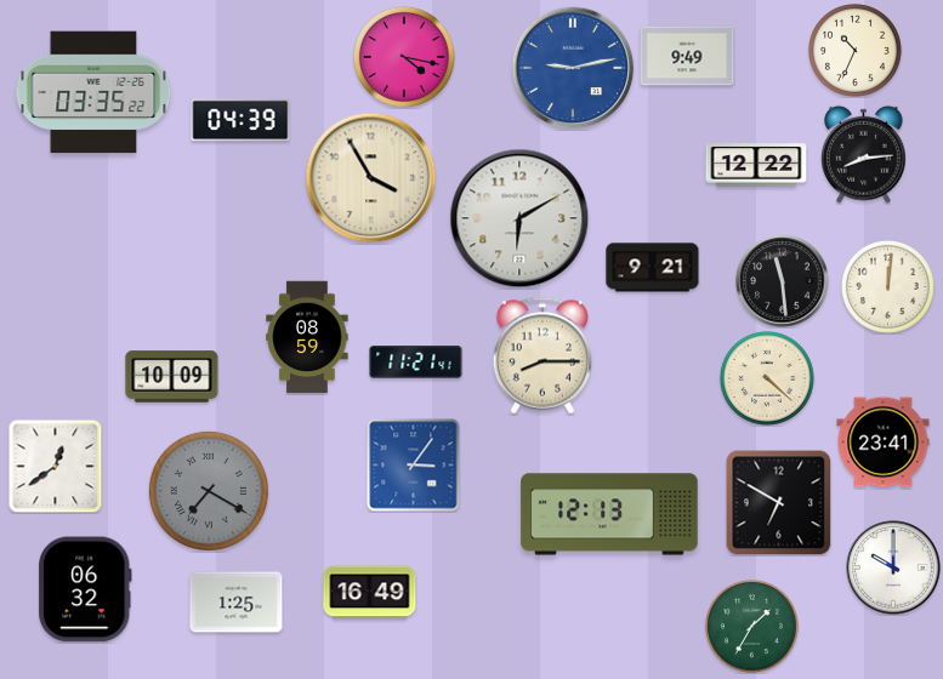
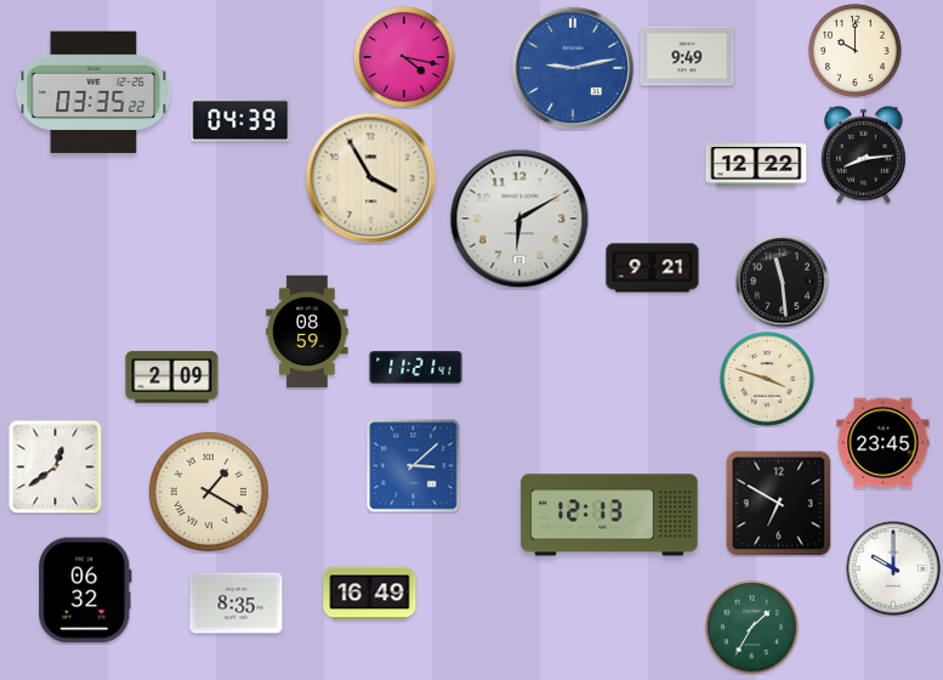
clock at (854, 50): 10:34 -> 10:00
clock at (887, 286): 12:01 -> none
clock at (307, 337) position: (307, 337) -> (307, 331)
clock at (542, 355): 8:15 -> none
clock at (416, 363) position: (416, 363) -> (416, 368)
clock at (172, 377): 10:09 -> 2:09
clock at (767, 378): 4:22 -> 3:48
clock at (884, 443): 23:41 -> 23:45
clock at (414, 466): 3:06 -> 3:08
clock at (209, 491): 7:20 -> 1:20
clock at (209, 491) dial: grey -> cream
clock at (237, 603): 1:25 -> 8:35
